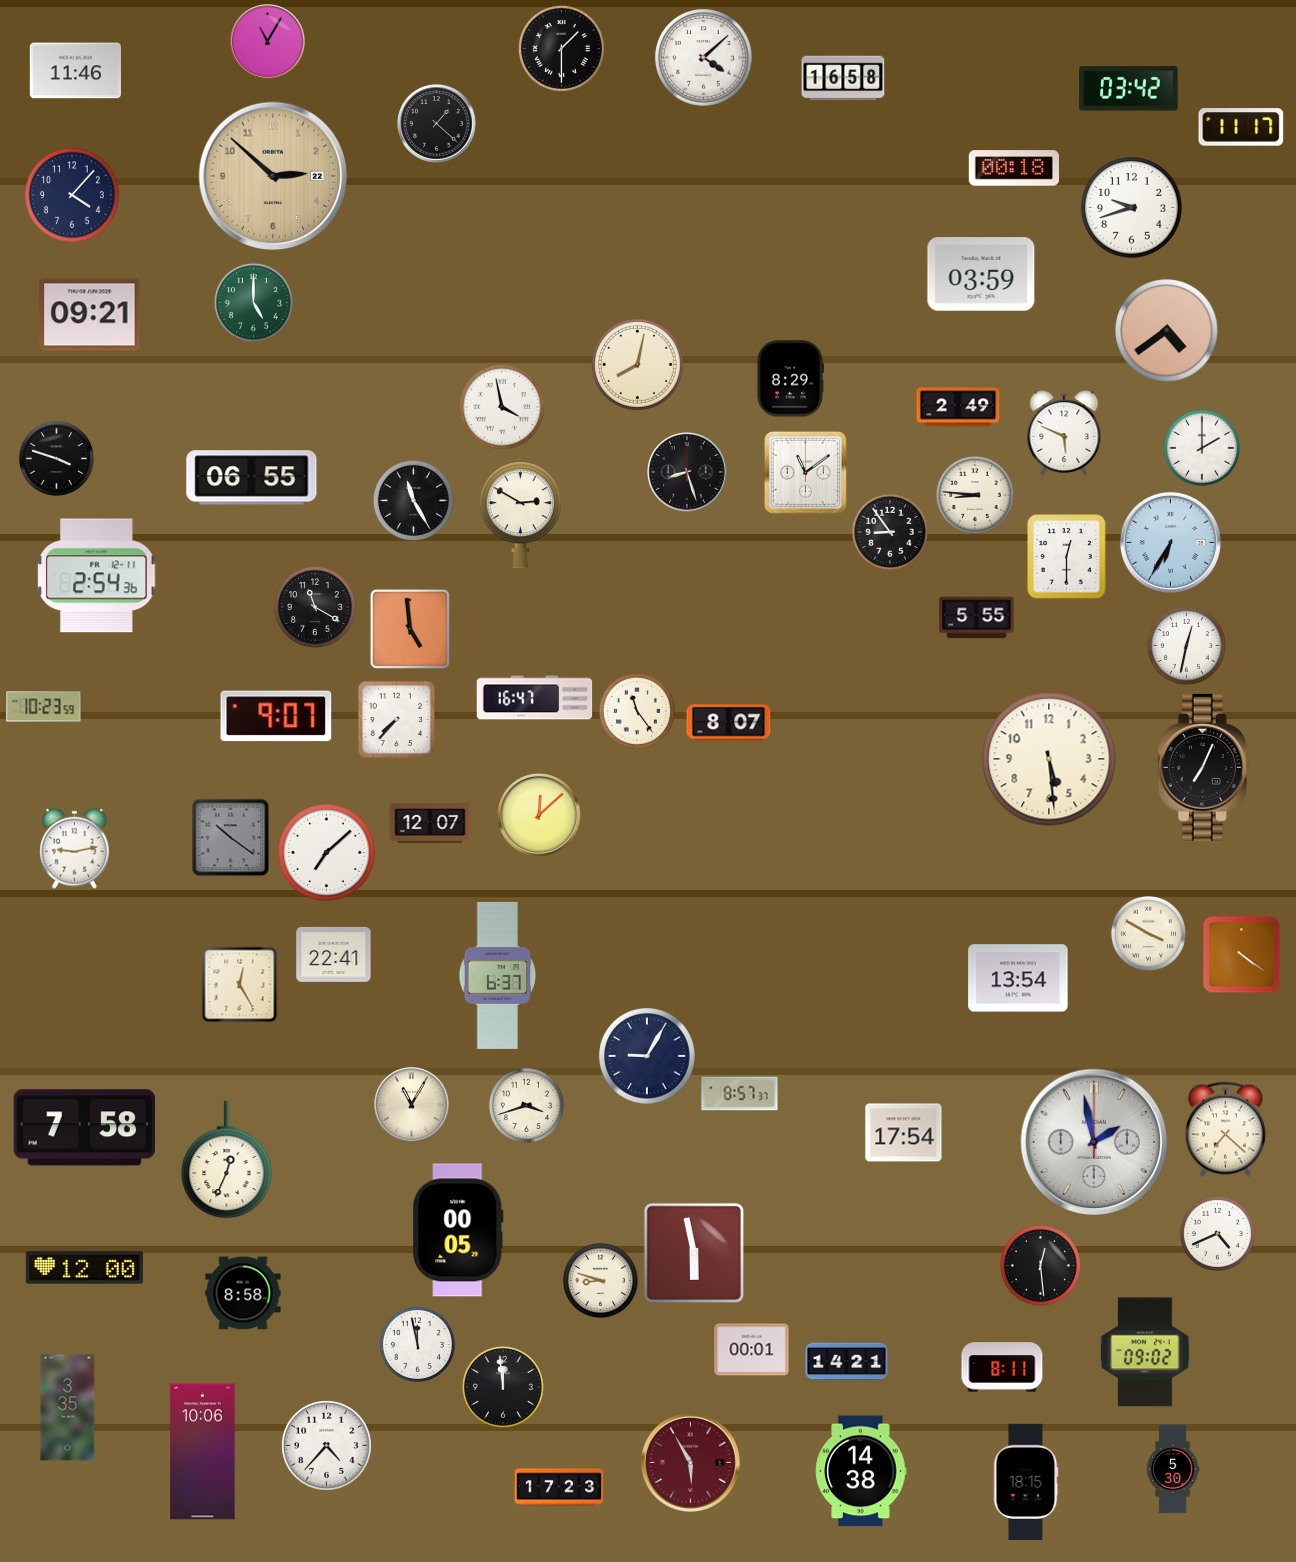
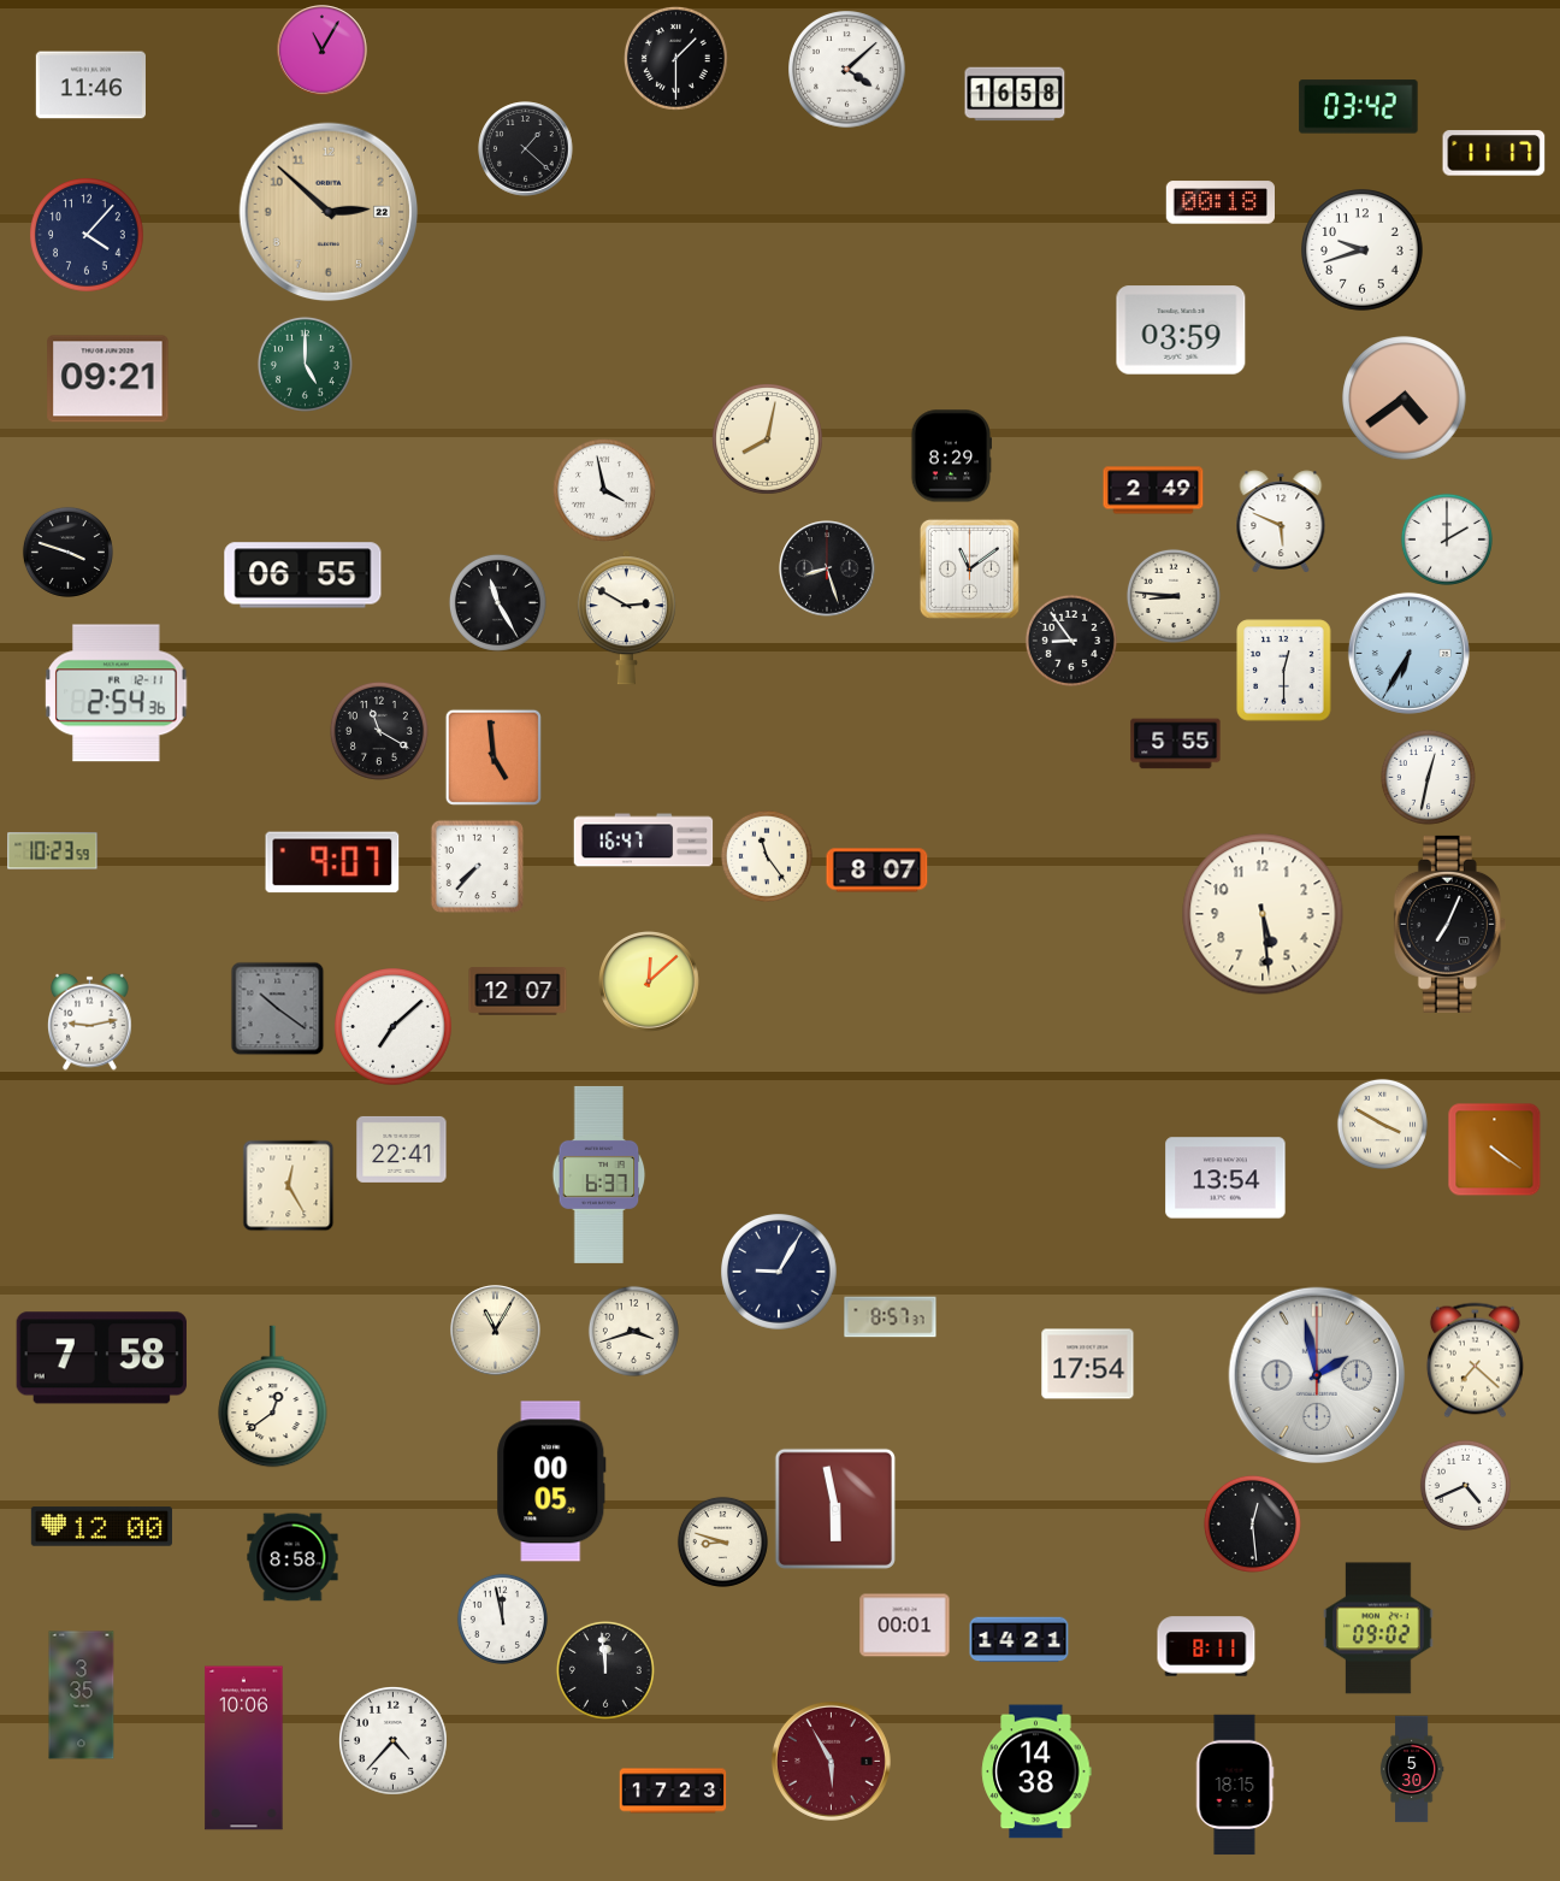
clock at (227, 1160): 12:34 -> 12:39
